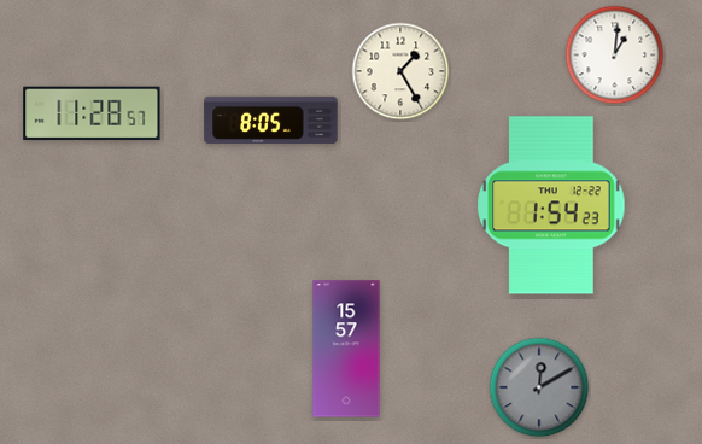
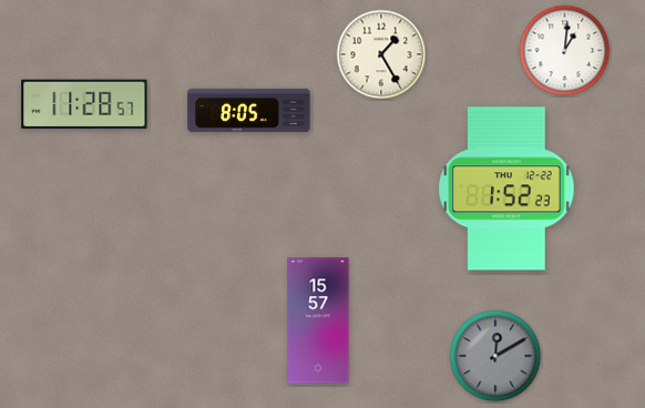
clock at (400, 71) position: (400, 71) -> (381, 54)
clock at (551, 205): 1:54 -> 1:52
